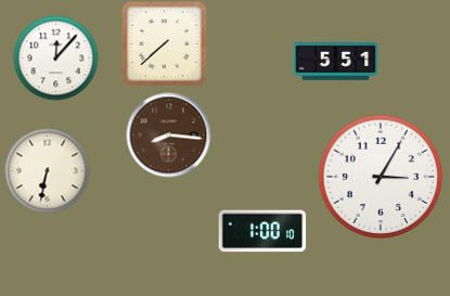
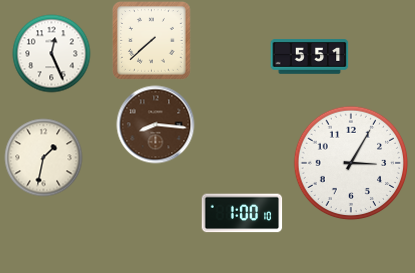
clock at (55, 57): 12:07 -> 12:26
clock at (47, 170): 6:32 -> 1:32
